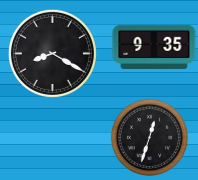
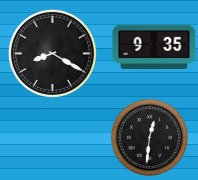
clock at (149, 137): 12:33 -> 12:31
